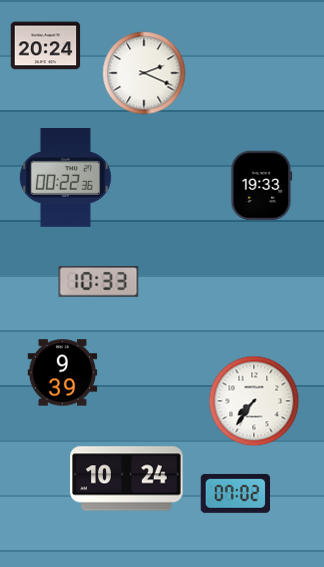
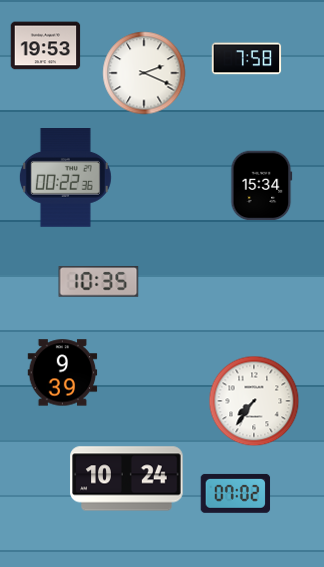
clock at (46, 46): 20:24 -> 19:53
clock at (247, 59): none -> 7:58
clock at (262, 186): 19:33 -> 15:34
clock at (99, 282): 10:33 -> 10:35
